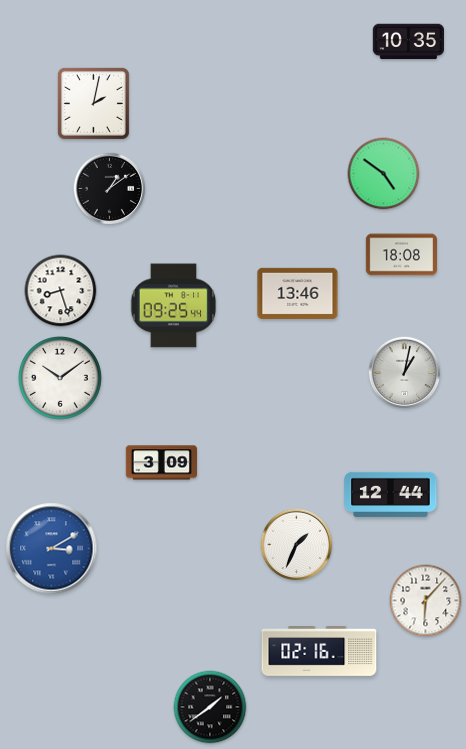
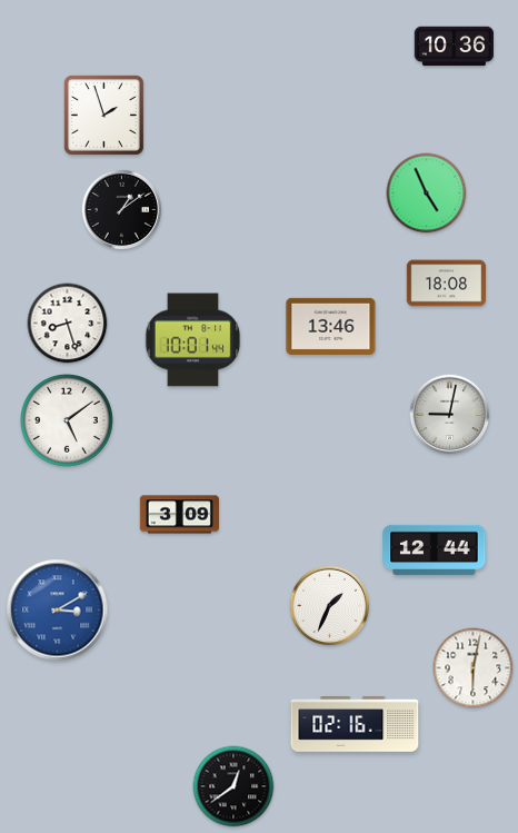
clock at (408, 42): 10:35 -> 10:36
clock at (93, 103): 2:02 -> 1:57
clock at (384, 174): 4:51 -> 4:56
clock at (174, 306): 09:25 -> 10:01
clock at (405, 373): 1:02 -> 9:02
clock at (60, 378): 10:09 -> 5:09
clock at (426, 601): 6:07 -> 6:02
clock at (210, 707): 1:39 -> 12:39
